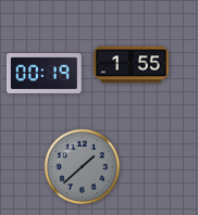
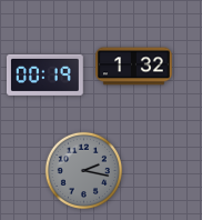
clock at (132, 65): 1:55 -> 1:32
clock at (82, 166): 1:38 -> 2:17
